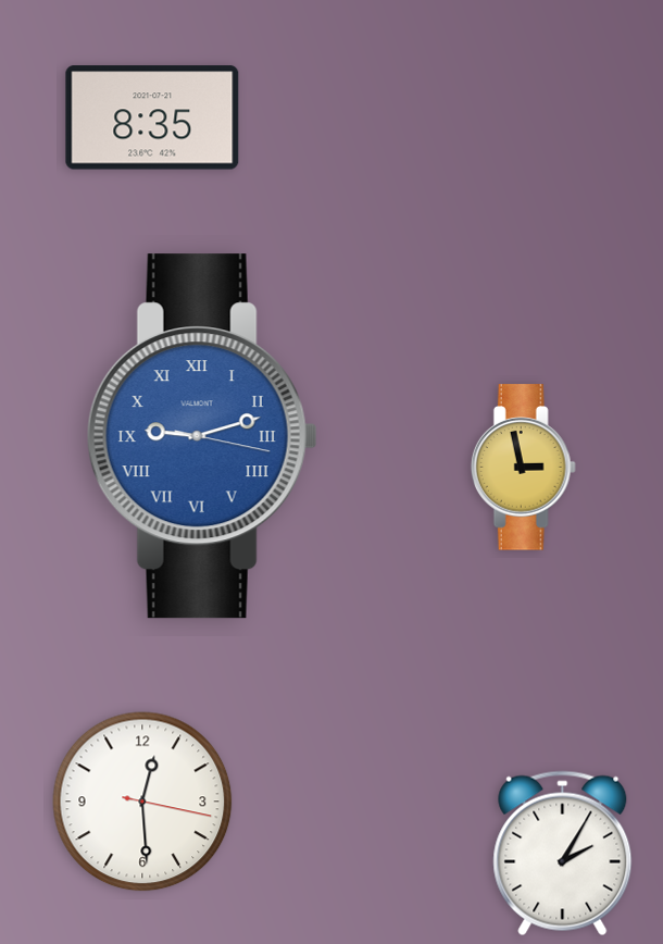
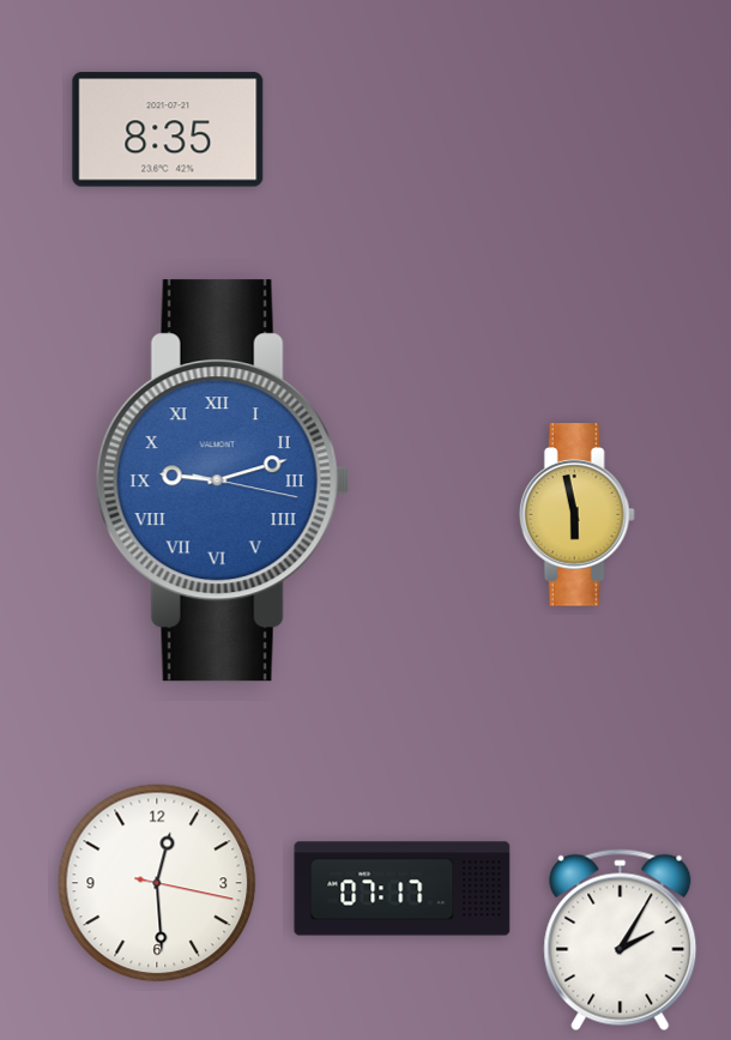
clock at (523, 468): 2:58 -> 5:58
clock at (403, 889): none -> 07:17
